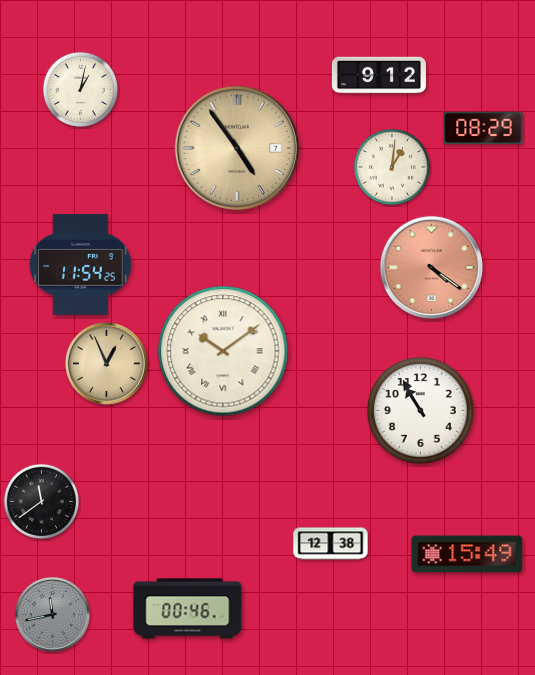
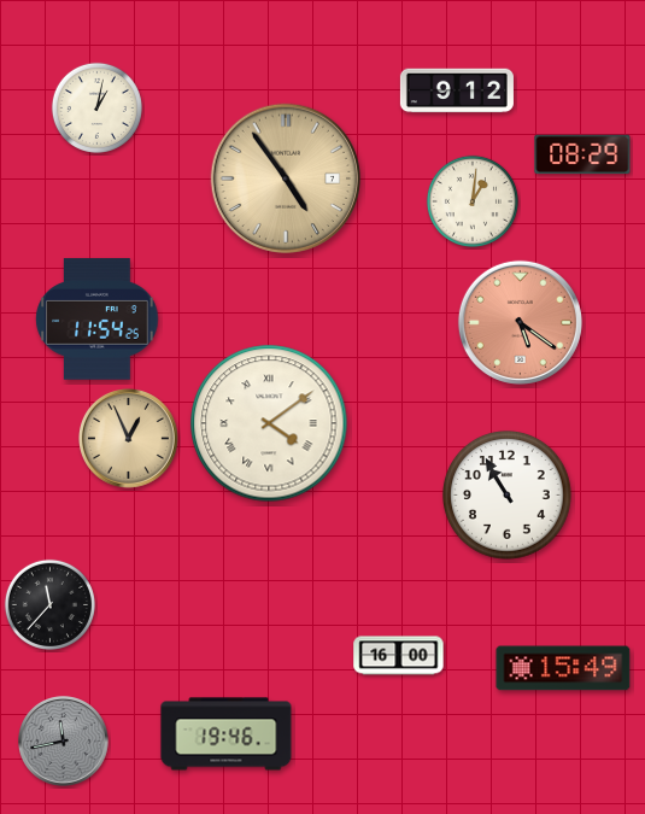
clock at (431, 267): 4:21 -> 5:21
clock at (223, 351): 10:09 -> 4:09
clock at (41, 501): 11:39 -> 11:37
clock at (331, 544): 12:38 -> 16:00
clock at (188, 609): 00:46 -> 19:46
